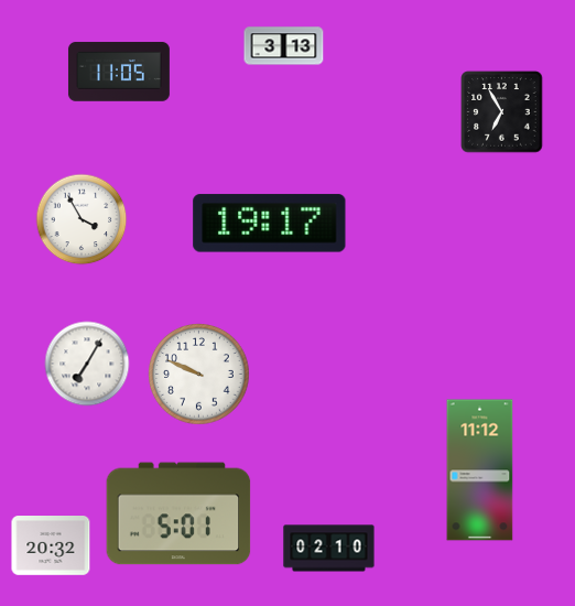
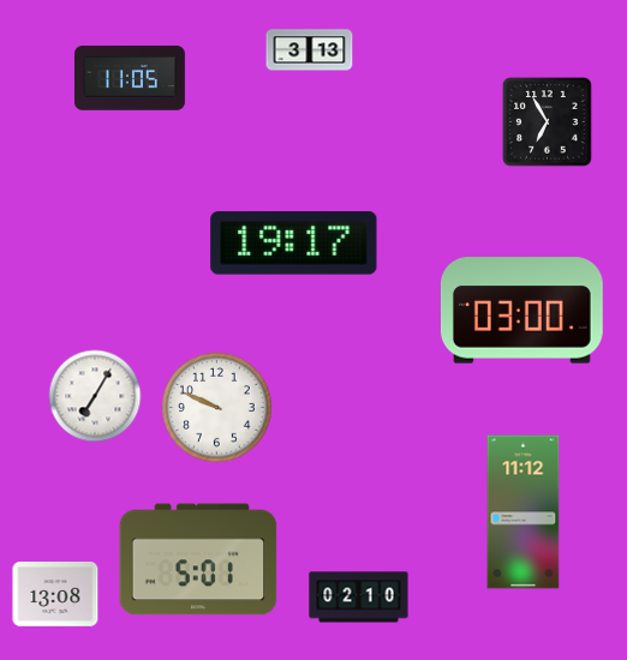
clock at (82, 219): 3:55 -> none
clock at (521, 311): none -> 03:00
clock at (178, 513) position: (178, 513) -> (198, 559)
clock at (51, 547): 20:32 -> 13:08
